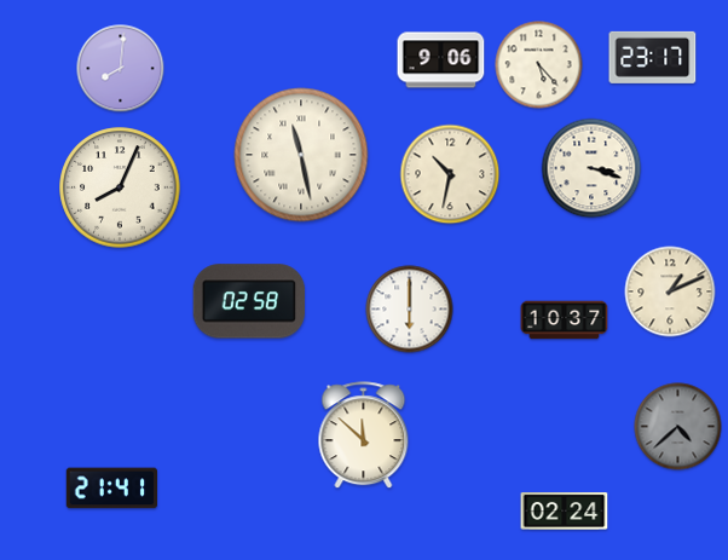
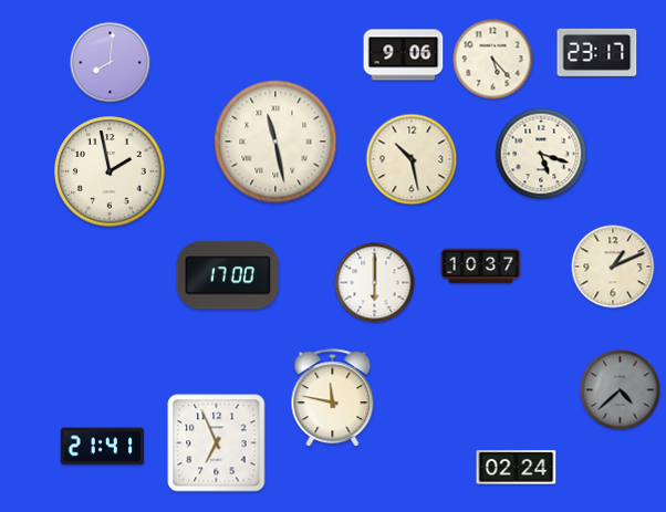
clock at (591, 168): 3:18 -> 5:18
clock at (450, 174): 10:32 -> 10:28
clock at (120, 187): 8:04 -> 1:58
clock at (248, 301): 02:58 -> 17:00
clock at (565, 321) position: (565, 321) -> (481, 267)
clock at (364, 435): 11:52 -> 11:47
clock at (217, 443): none -> 6:56
